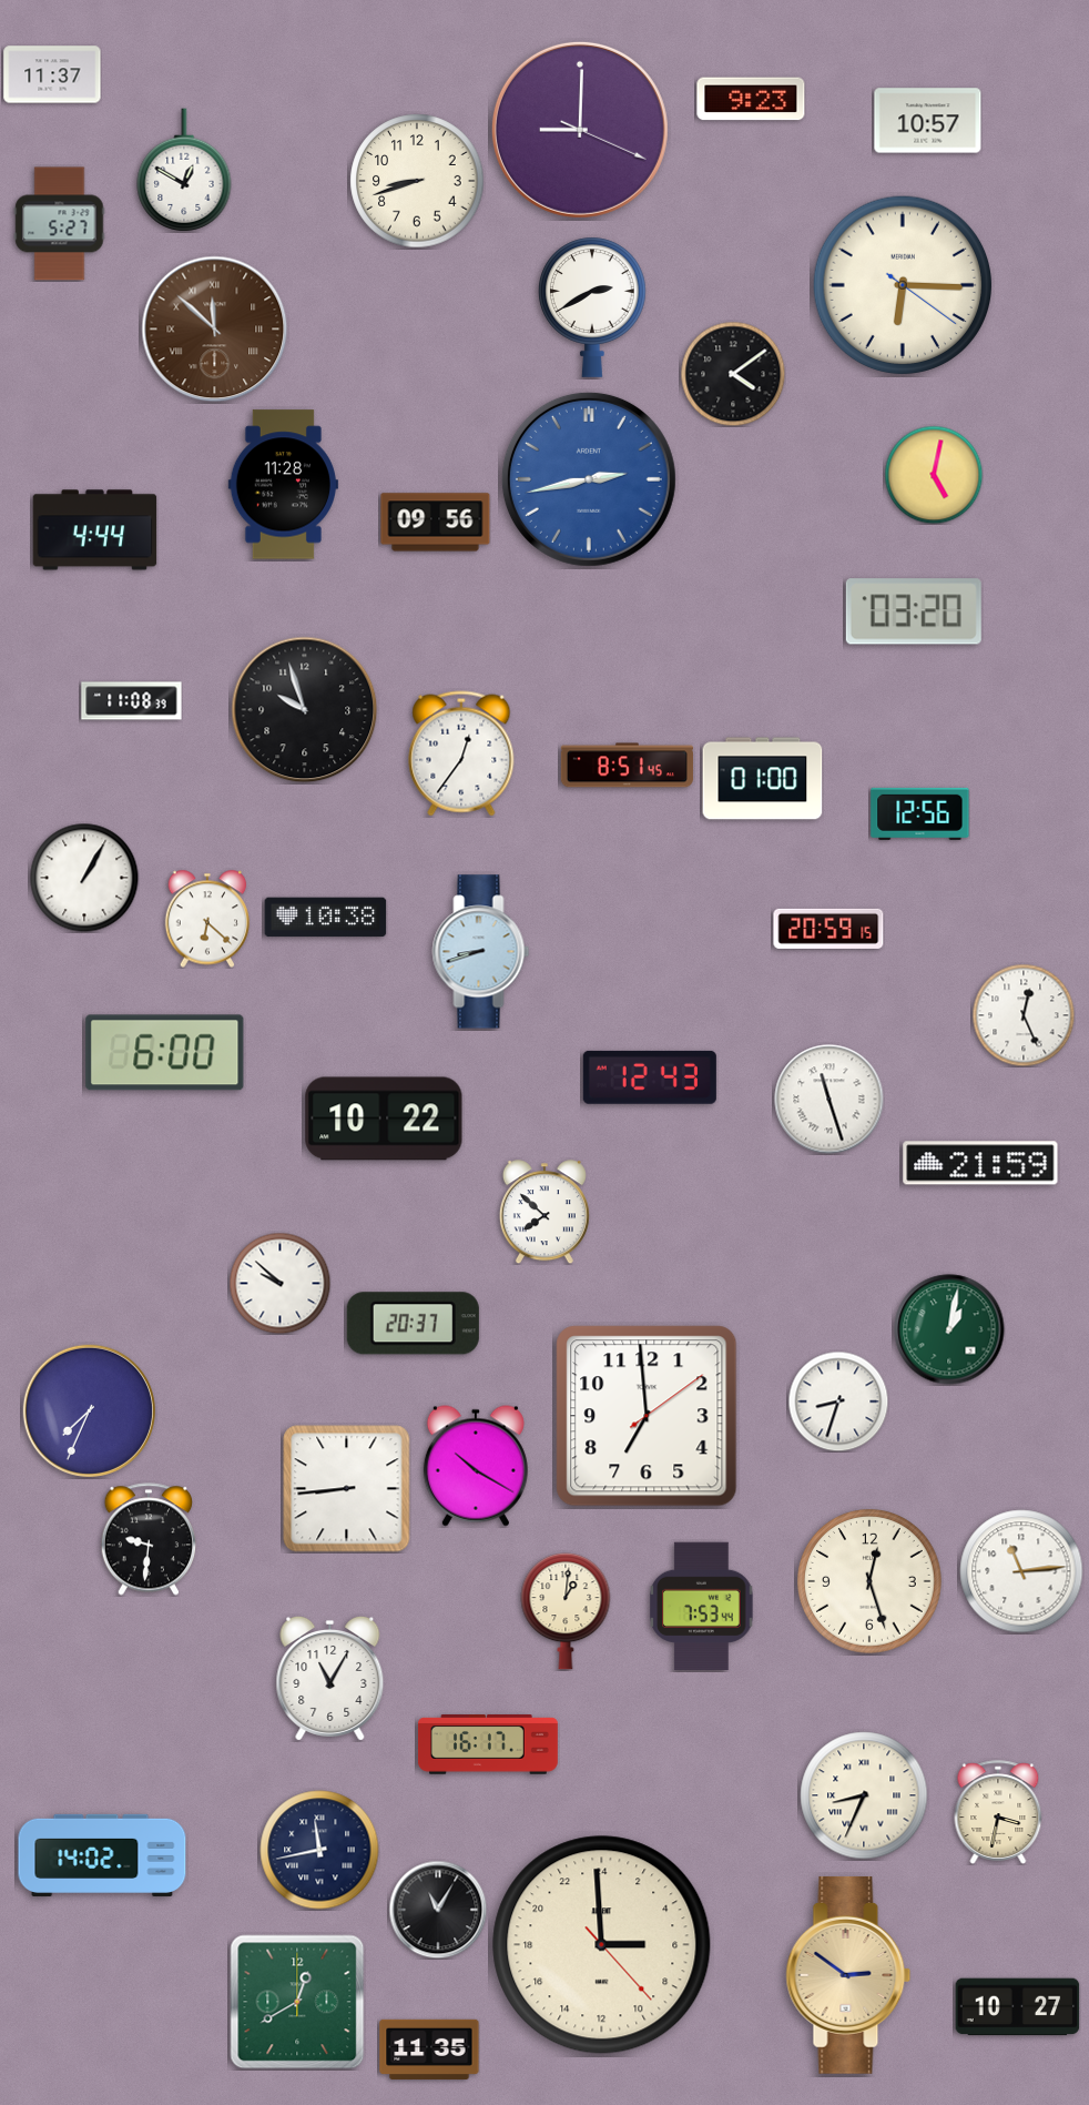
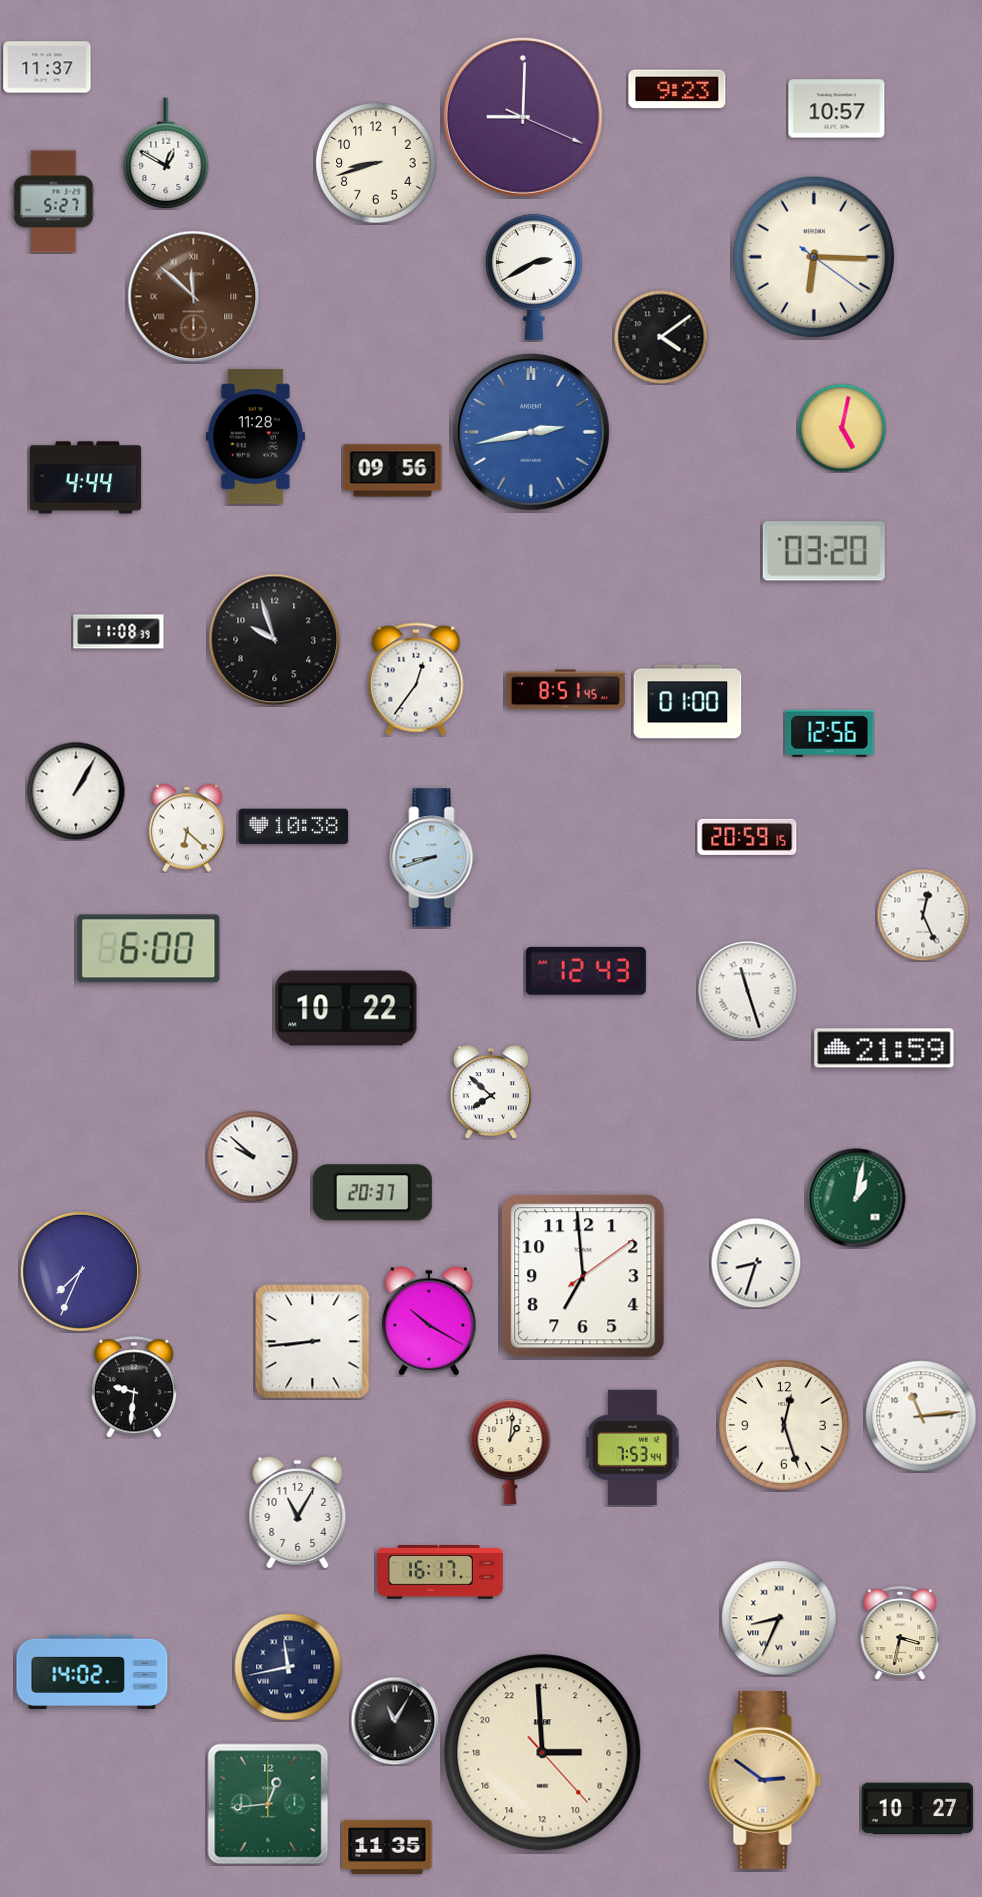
clock at (297, 2002): 12:40 -> 12:44
